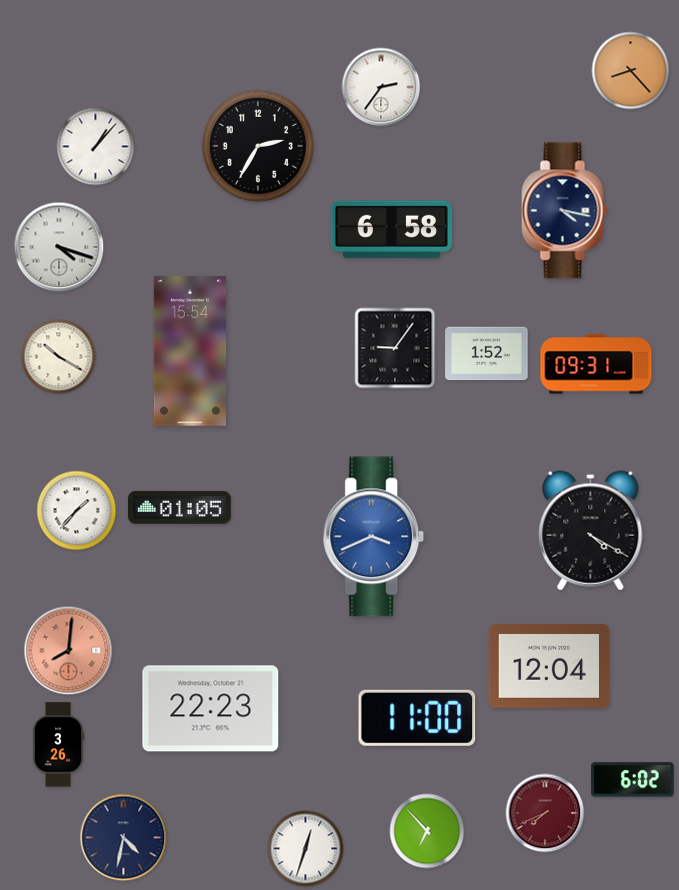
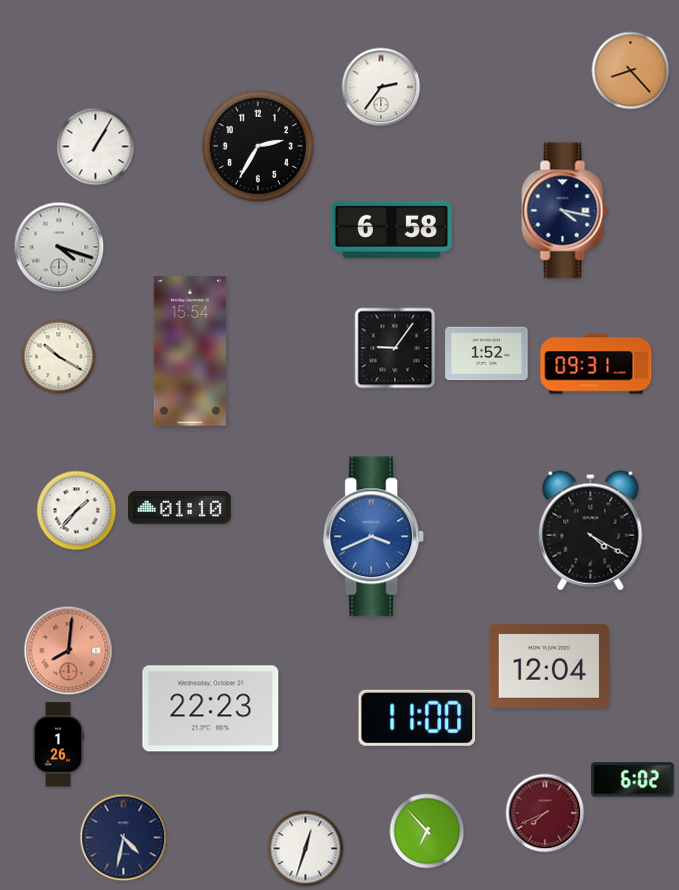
clock at (96, 147): 1:07 -> 1:05
clock at (180, 508): 01:05 -> 01:10
clock at (58, 745): 3:26 -> 1:26
